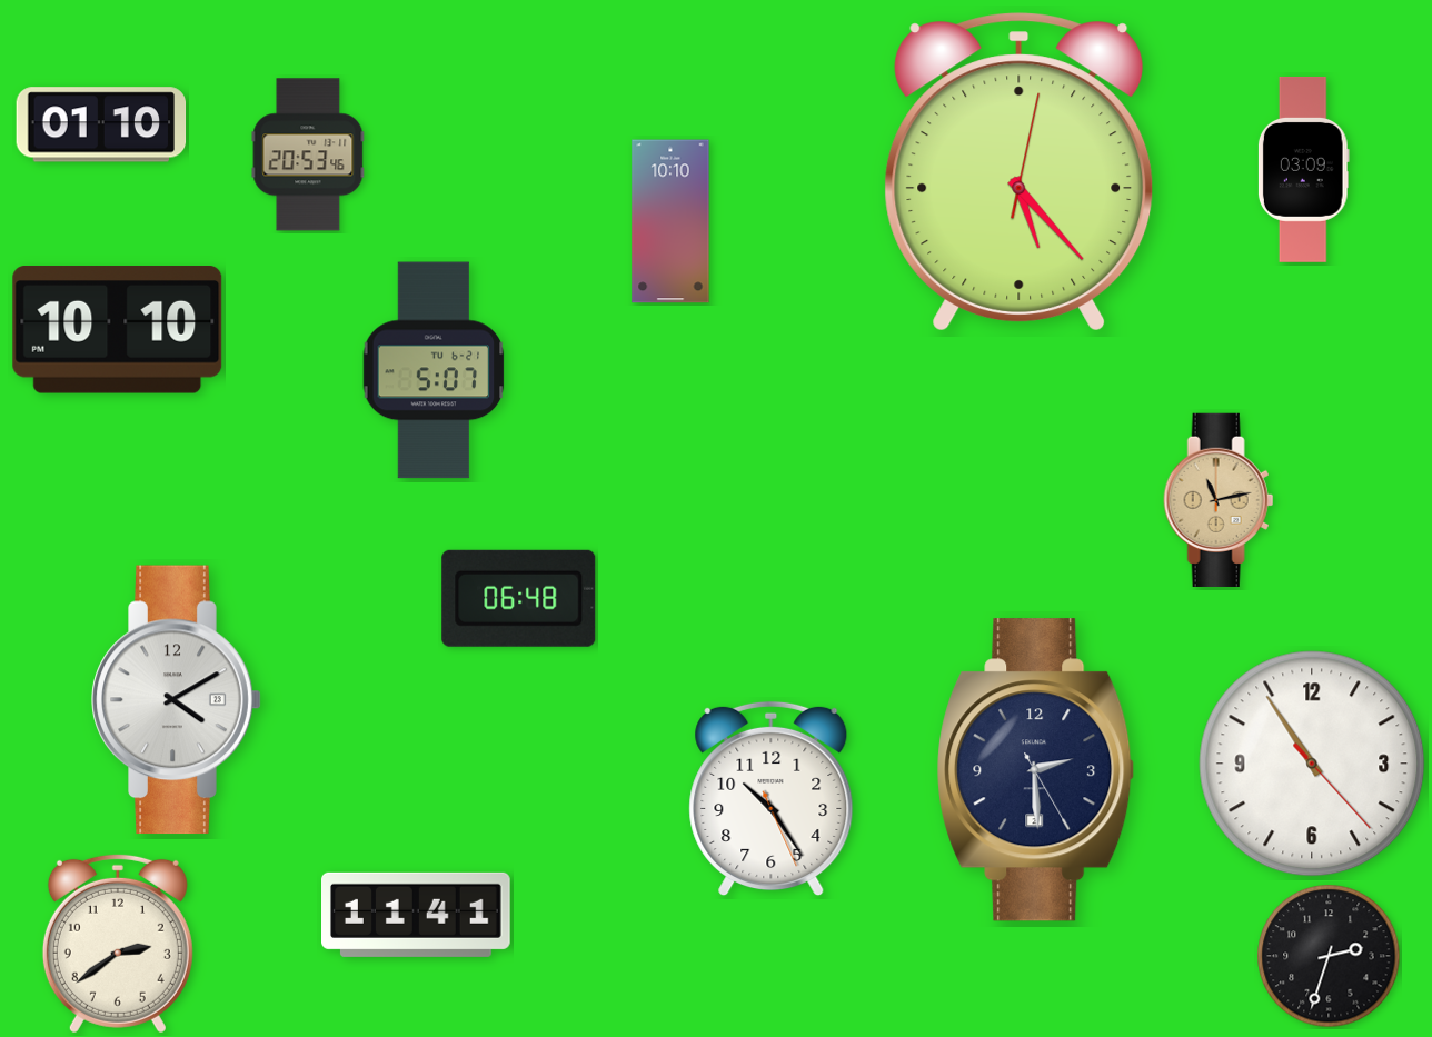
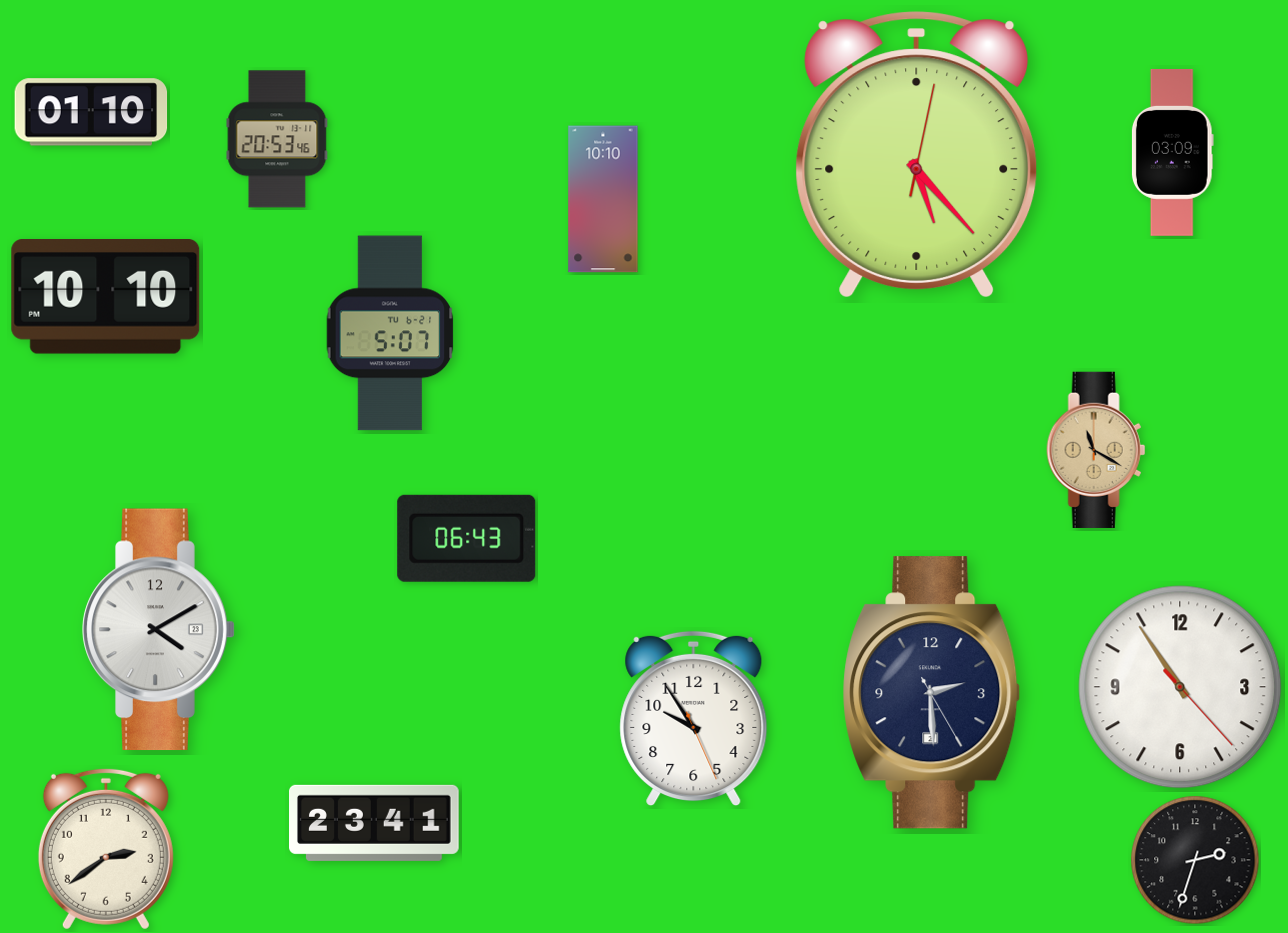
clock at (1219, 500): 11:13 -> 11:20
clock at (519, 598): 06:48 -> 06:43
clock at (772, 799): 10:24 -> 9:54
clock at (417, 915): 11:41 -> 23:41
